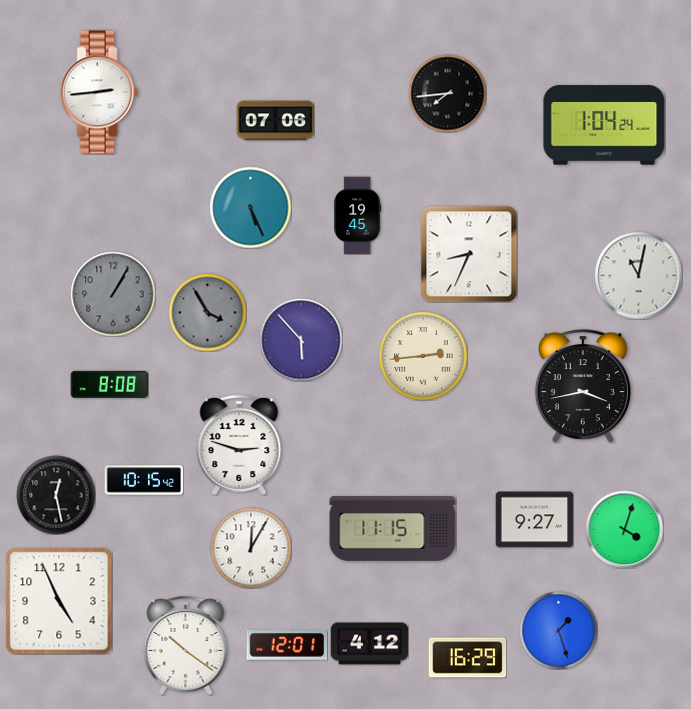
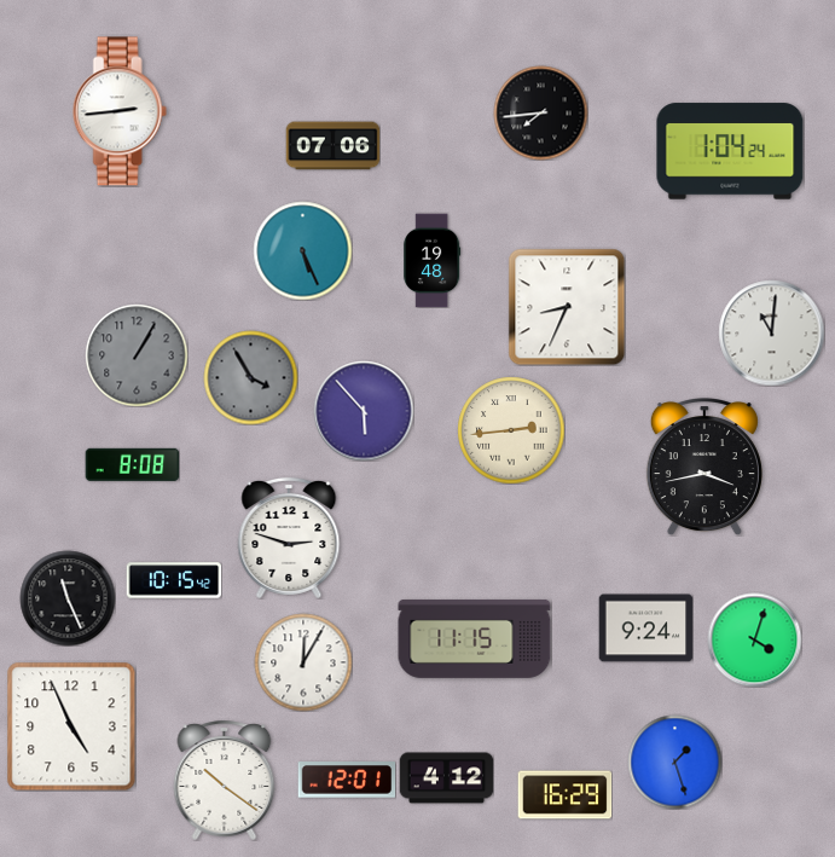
clock at (358, 215): 19:45 -> 19:48
clock at (638, 275): 11:02 -> 11:01
clock at (56, 495): 12:28 -> 11:26
clock at (534, 520): 9:27 -> 9:24
